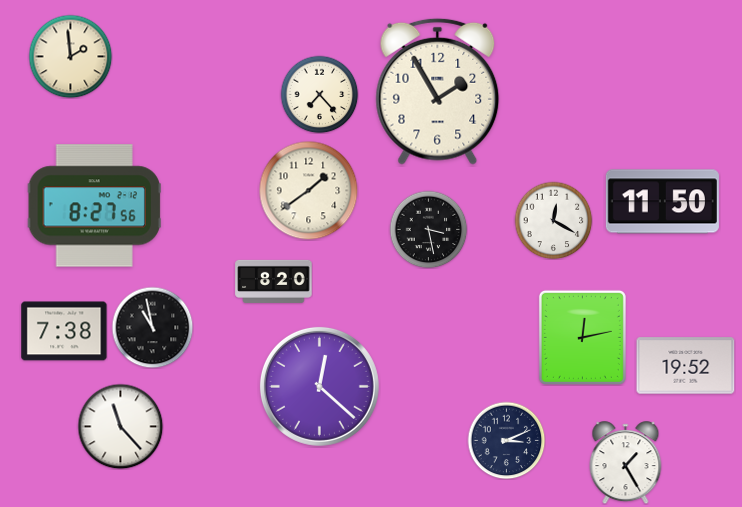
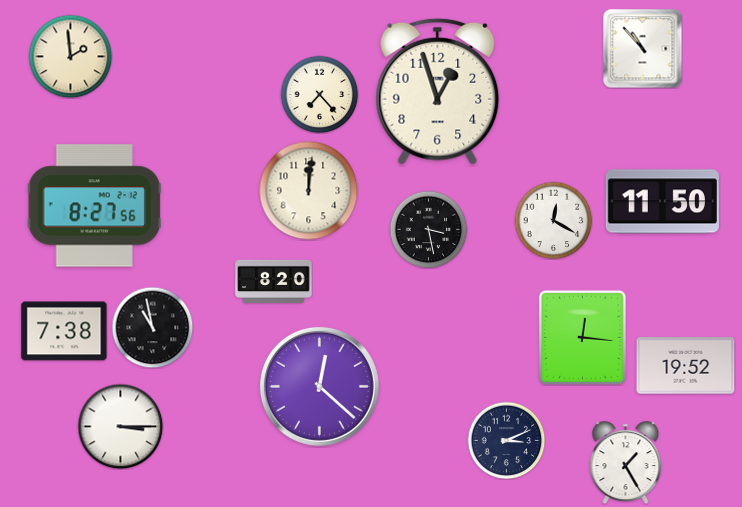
clock at (642, 48): none -> 10:53
clock at (438, 91): 1:55 -> 12:57
clock at (309, 191): 1:39 -> 12:01
clock at (582, 337): 12:13 -> 12:16
clock at (120, 426): 11:23 -> 3:15
